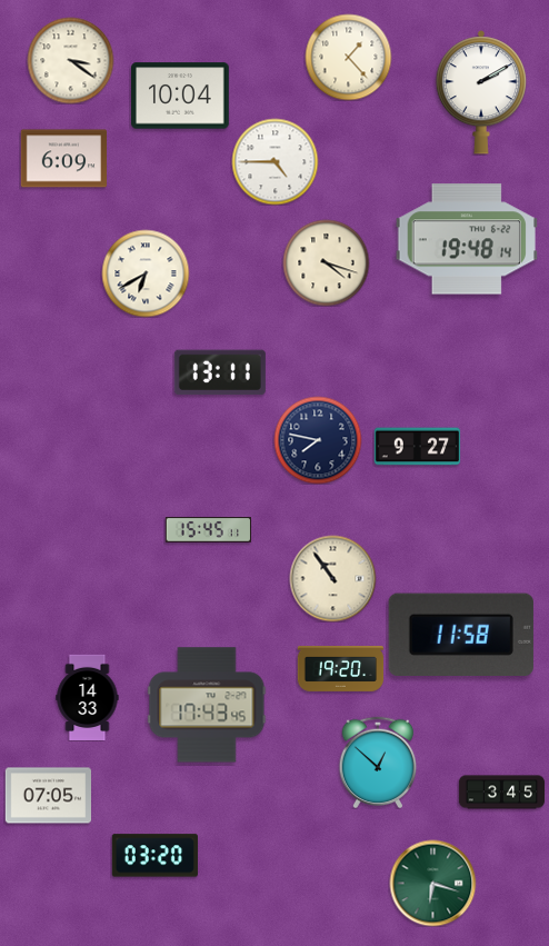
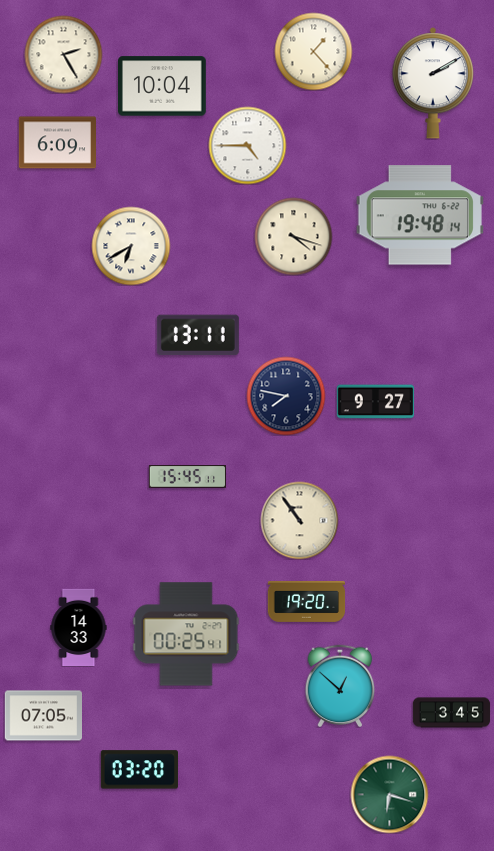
clock at (70, 60): 3:21 -> 2:25
clock at (461, 634): 11:58 -> none
clock at (207, 705): 17:43 -> 00:25
